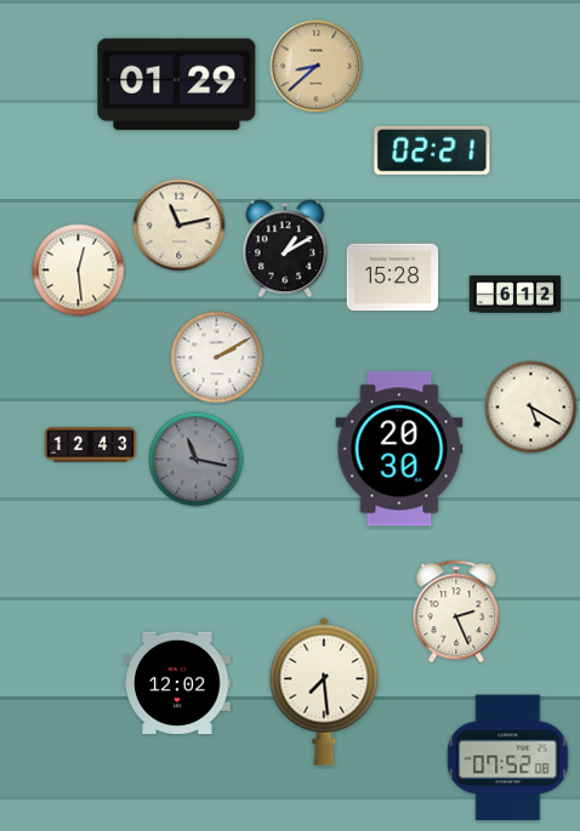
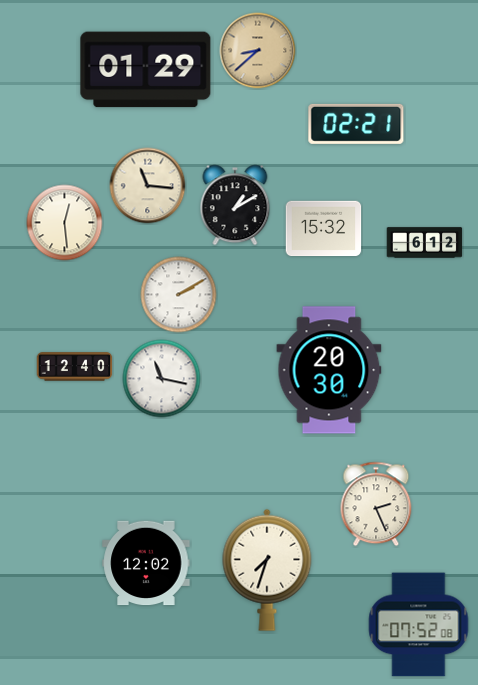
clock at (317, 67) position: (317, 67) -> (258, 51)
clock at (180, 226): 11:13 -> 11:16
clock at (393, 278): 15:28 -> 15:32
clock at (531, 408): 5:20 -> none
clock at (91, 445): 12:43 -> 12:40
clock at (197, 460) dial: grey -> white
clock at (324, 691): 7:29 -> 7:33
